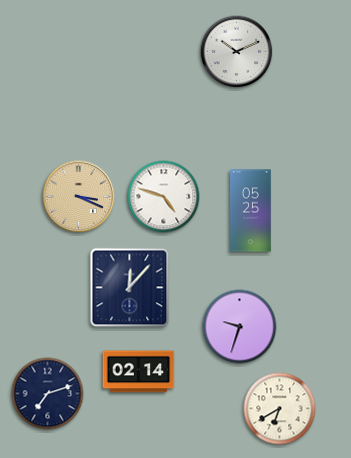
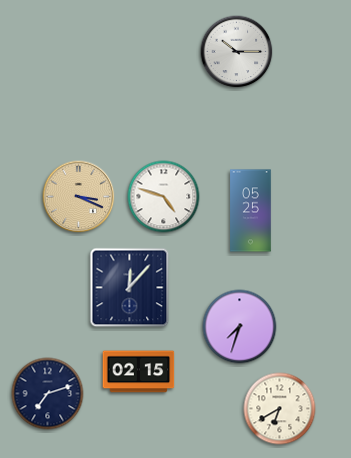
clock at (237, 52): 10:11 -> 10:15
clock at (240, 327): 9:33 -> 7:33
clock at (139, 372): 02:14 -> 02:15
